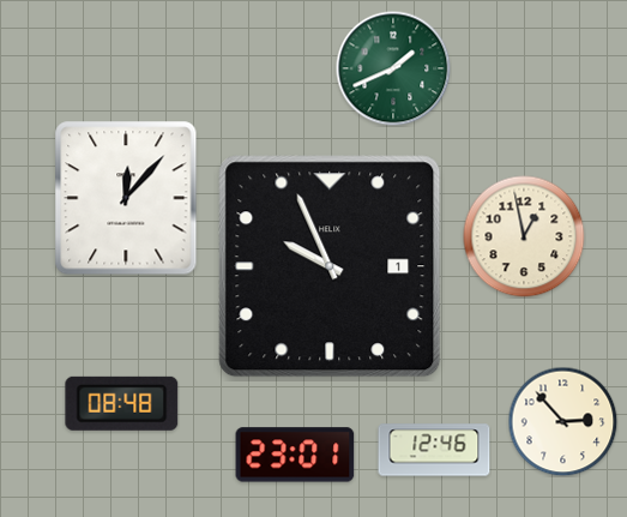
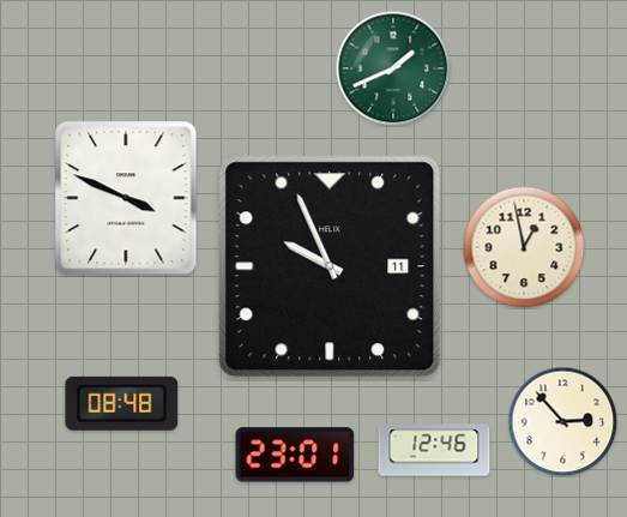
clock at (126, 198): 12:07 -> 3:49
clock at (524, 236) position: (524, 236) -> (524, 247)
clock at (330, 266) date: 1 -> 11
